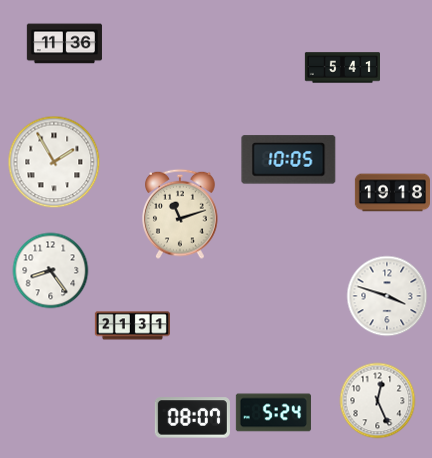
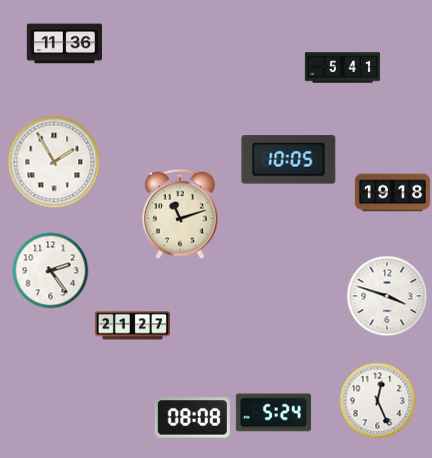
clock at (51, 271): 8:24 -> 2:24
clock at (132, 326): 21:31 -> 21:27
clock at (192, 418): 08:07 -> 08:08
